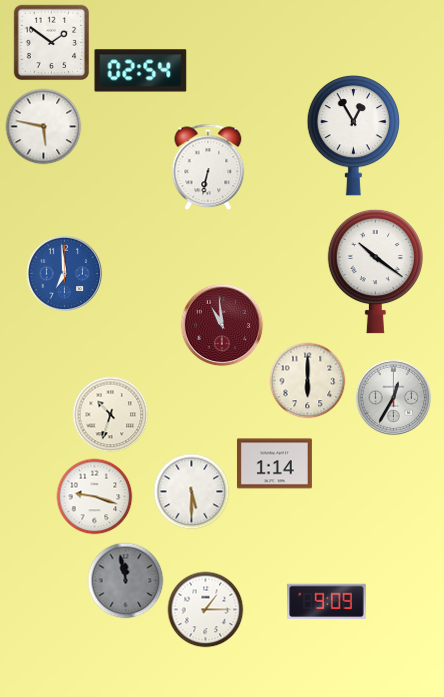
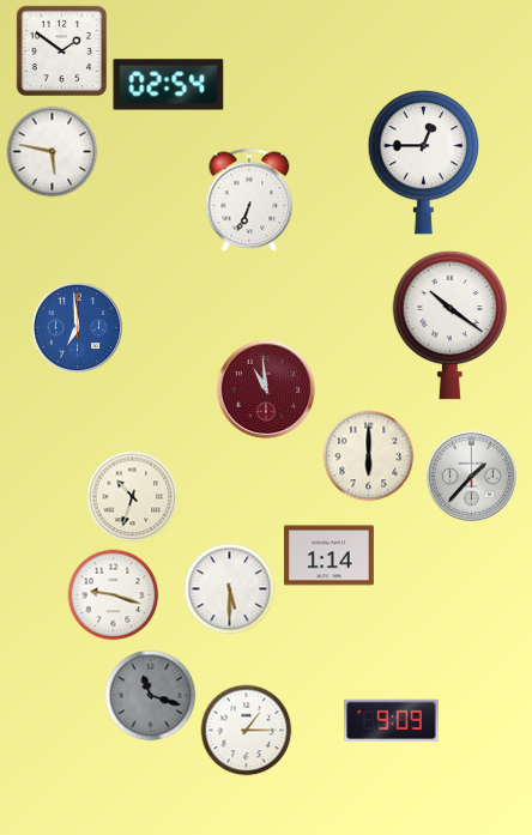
clock at (353, 136): 12:55 -> 12:45
clock at (208, 167): 6:32 -> 6:34
clock at (394, 398): 12:35 -> 1:37
clock at (126, 581): 11:58 -> 11:18
